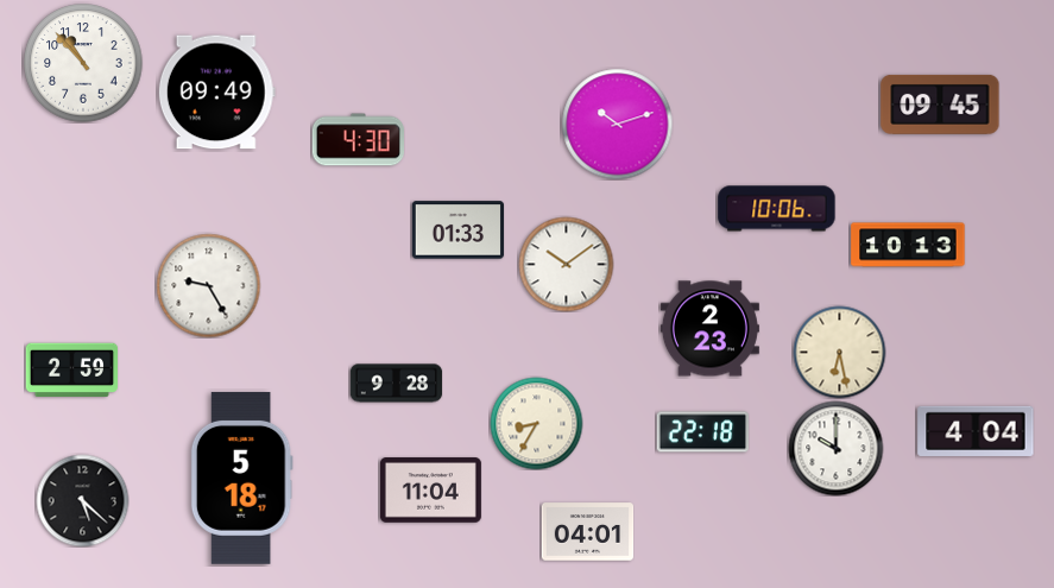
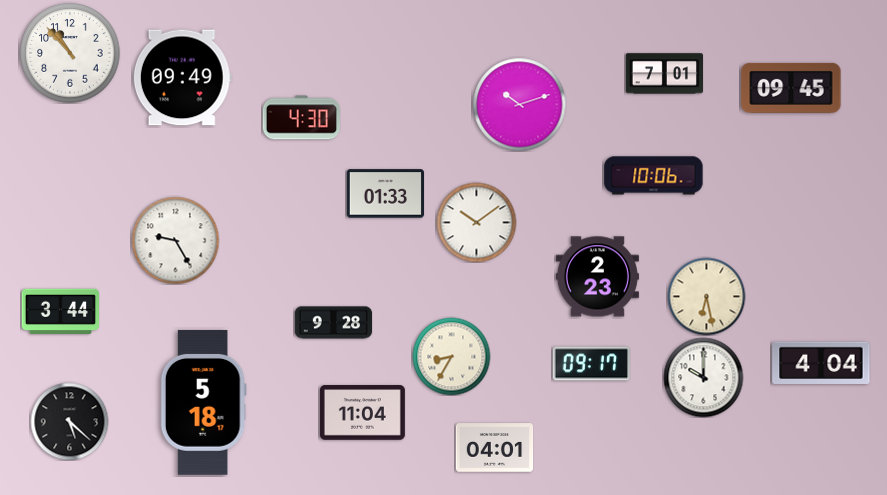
clock at (664, 74): none -> 7:01
clock at (908, 245): 10:13 -> none
clock at (71, 369): 2:59 -> 3:44
clock at (702, 432): 22:18 -> 09:17
